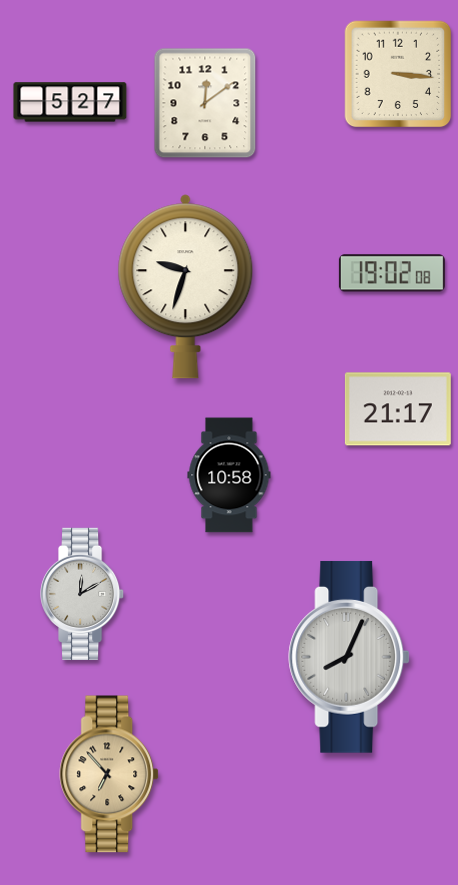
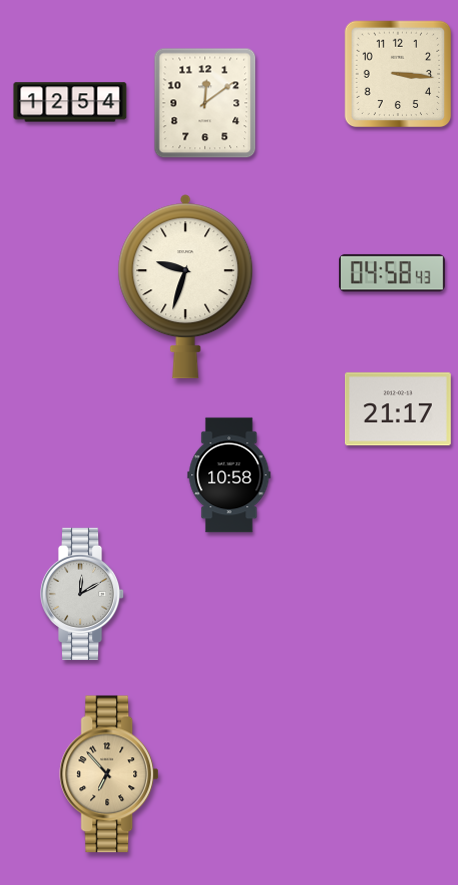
clock at (70, 102): 5:27 -> 12:54
clock at (392, 273): 19:02 -> 04:58
clock at (349, 657): 8:04 -> none
